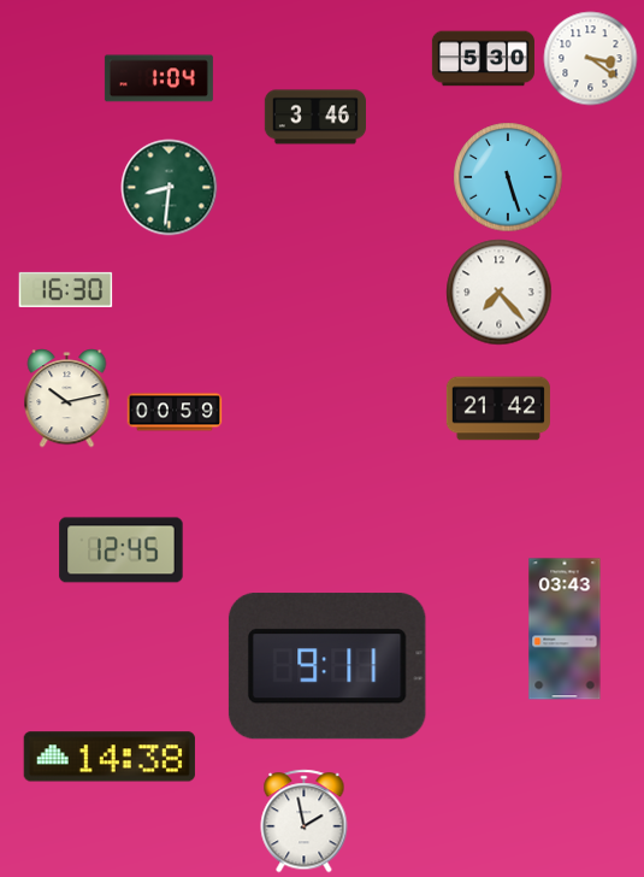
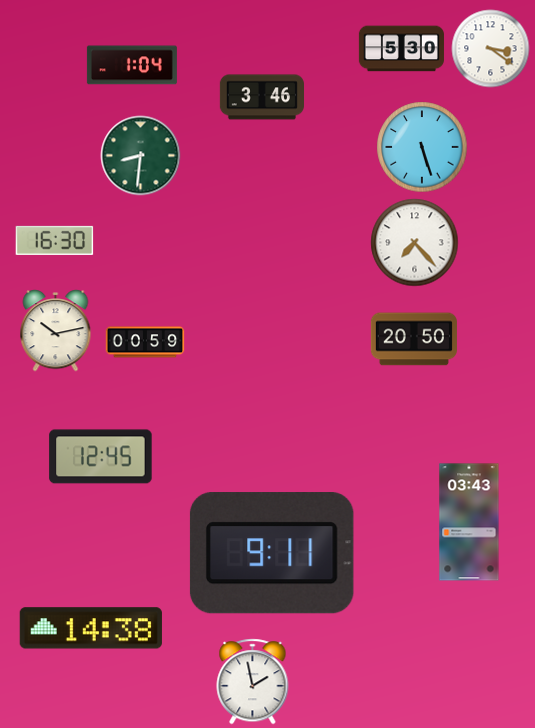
clock at (498, 408): 21:42 -> 20:50
